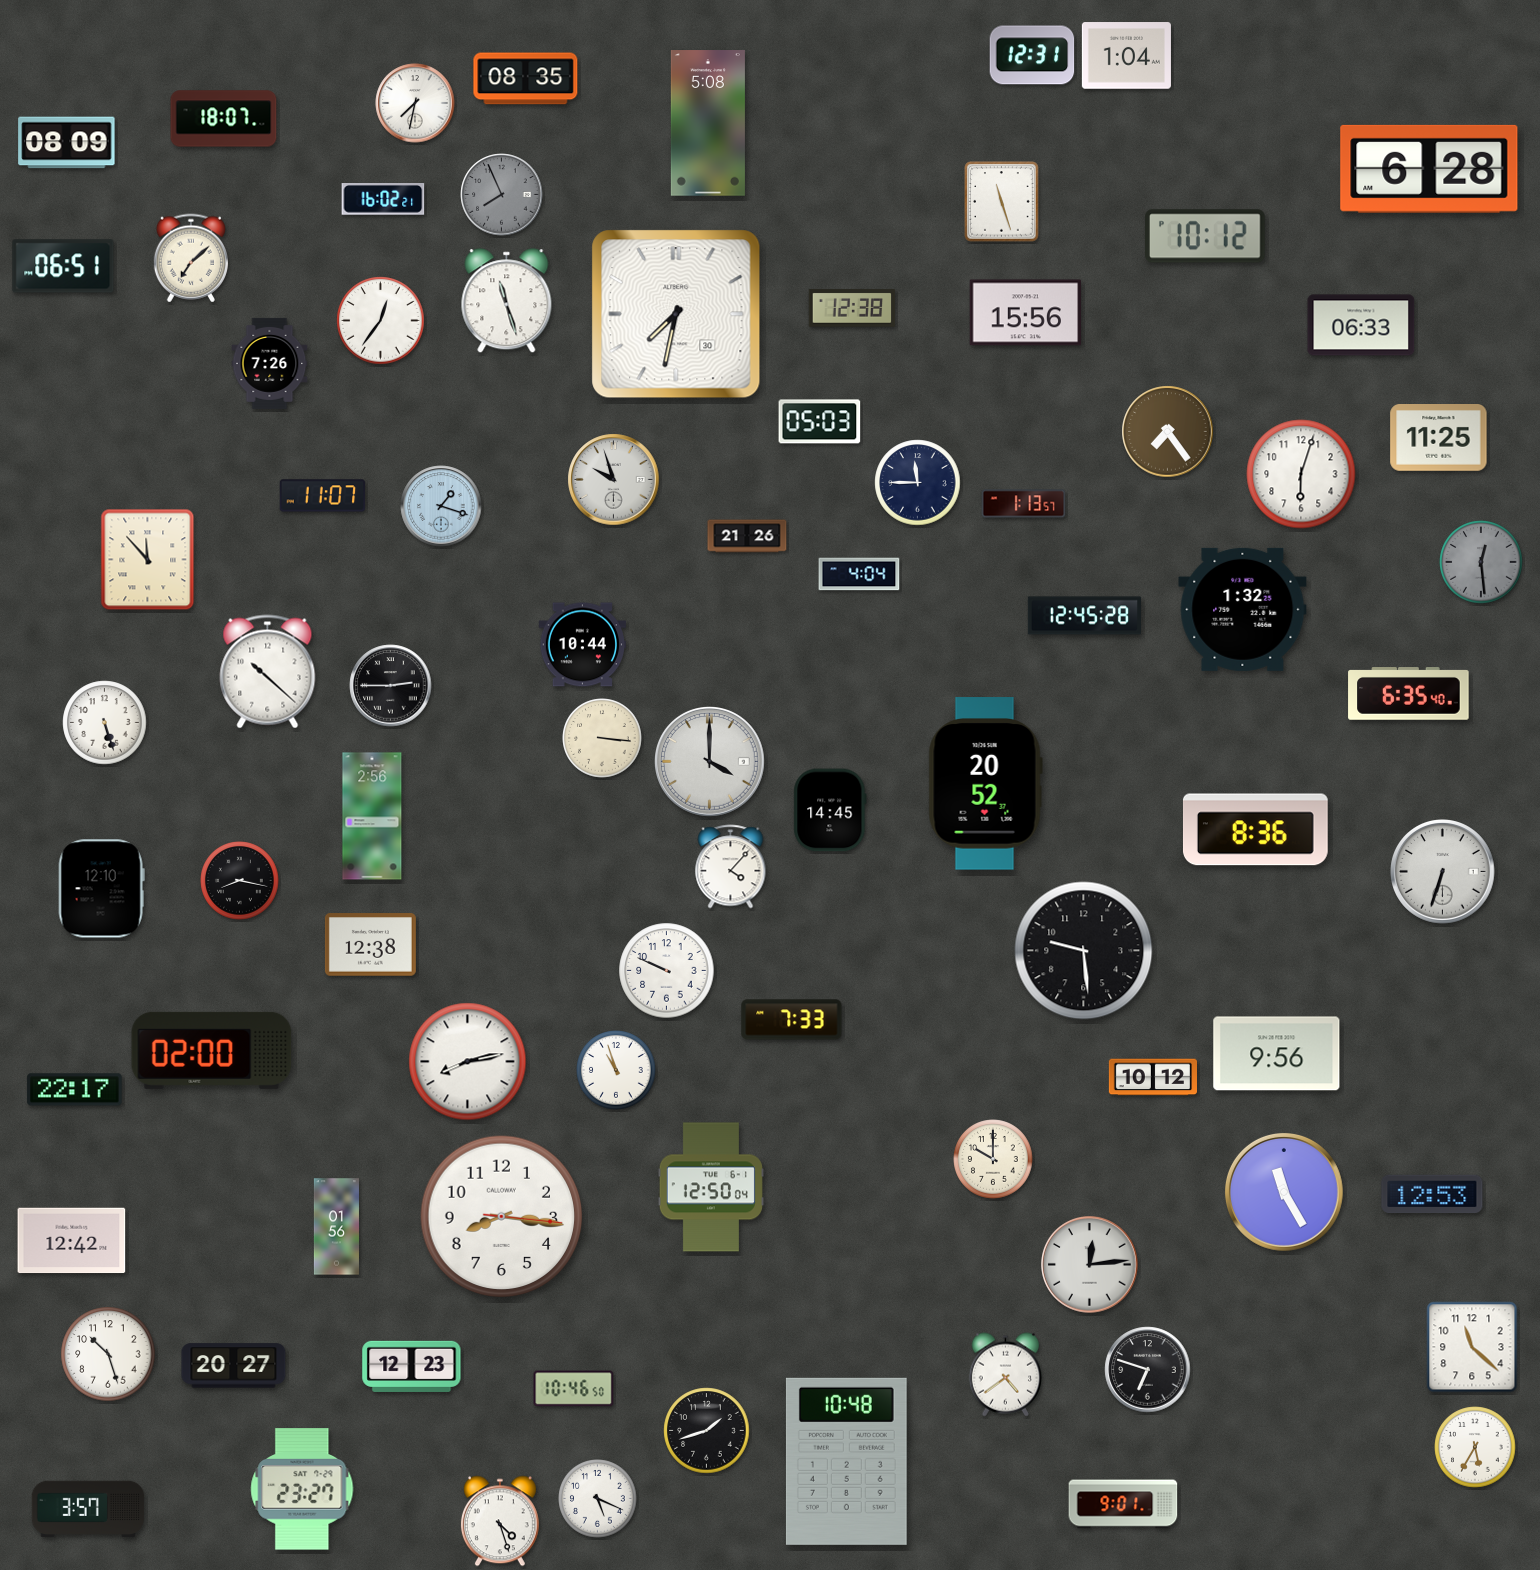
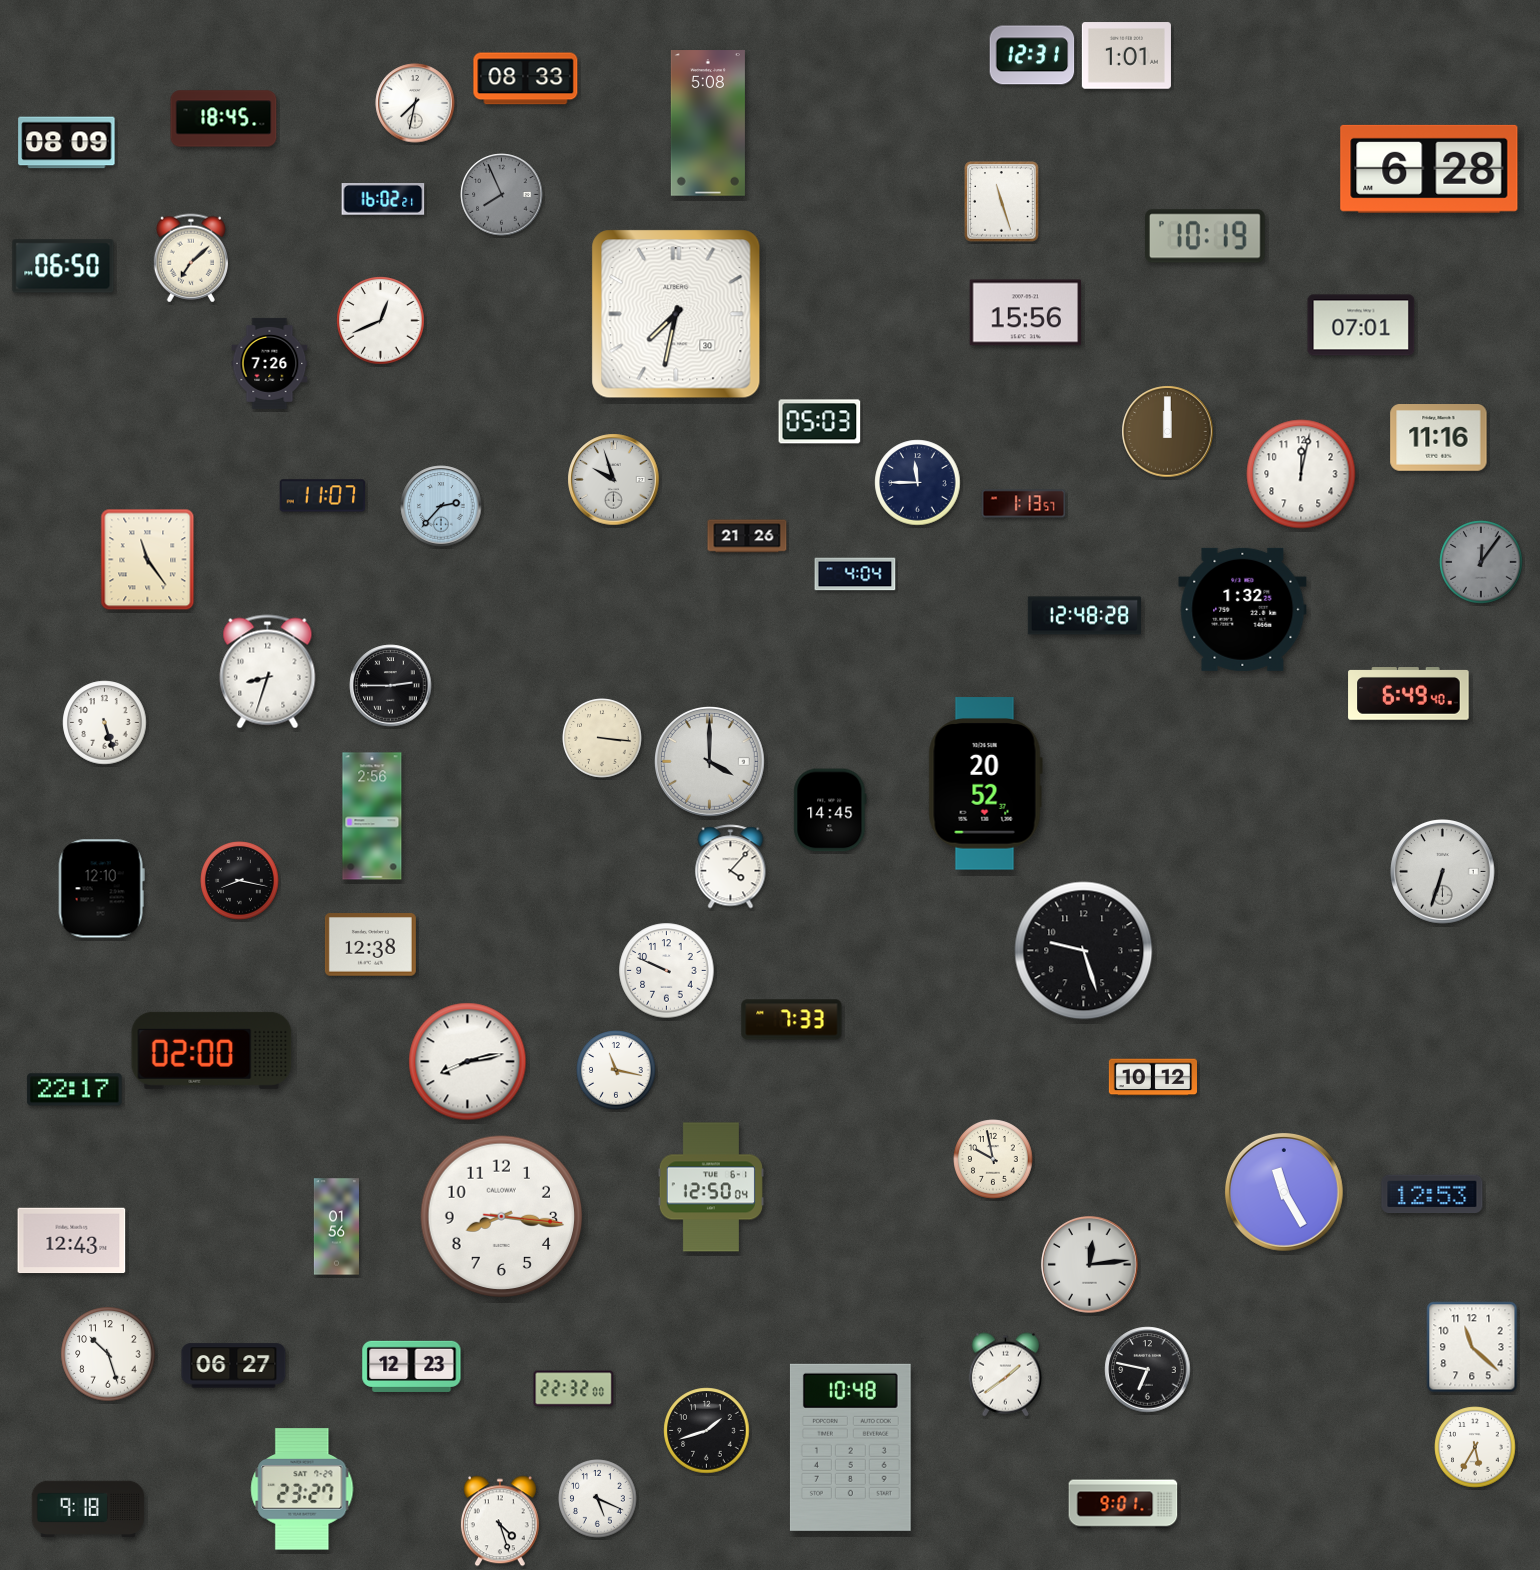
clock at (1126, 56): 1:04 -> 1:01
clock at (526, 79): 08:35 -> 08:33
clock at (224, 119): 18:07 -> 18:45
clock at (1206, 236): 10:12 -> 10:19
clock at (63, 266): 06:51 -> 06:50
clock at (507, 301): 11:27 -> none
clock at (852, 308): 12:38 -> none
clock at (381, 321): 12:36 -> 12:41
clock at (1361, 325): 06:33 -> 07:01
clock at (1168, 432): 7:24 -> 12:00
clock at (1439, 438): 11:25 -> 11:16
clock at (1301, 474): 6:03 -> 12:02
clock at (441, 506): 1:18 -> 2:37
clock at (148, 560): 11:53 -> 11:24
clock at (1481, 562): 12:29 -> 12:06
clock at (859, 574) position: (859, 574) -> (855, 574)
clock at (1084, 616): 12:45 -> 12:48
clock at (582, 645): 10:44 -> none
clock at (268, 672): 10:22 -> 8:33
clock at (1409, 694): 6:35 -> 6:49
clock at (1255, 830): 8:36 -> none
clock at (1084, 951): 9:29 -> 9:27
clock at (1277, 1054): 9:56 -> none
clock at (616, 1070): 10:57 -> 11:17
clock at (993, 1159): 10:00 -> 9:58
clock at (72, 1241): 12:42 -> 12:43
clock at (234, 1366): 20:27 -> 06:27
clock at (1148, 1370): 6:48 -> 6:47
clock at (1005, 1375): 4:39 -> 1:39
clock at (574, 1389): 10:46 -> 22:32
clock at (846, 1461) position: (846, 1461) -> (850, 1447)
clock at (88, 1509): 3:57 -> 9:18
